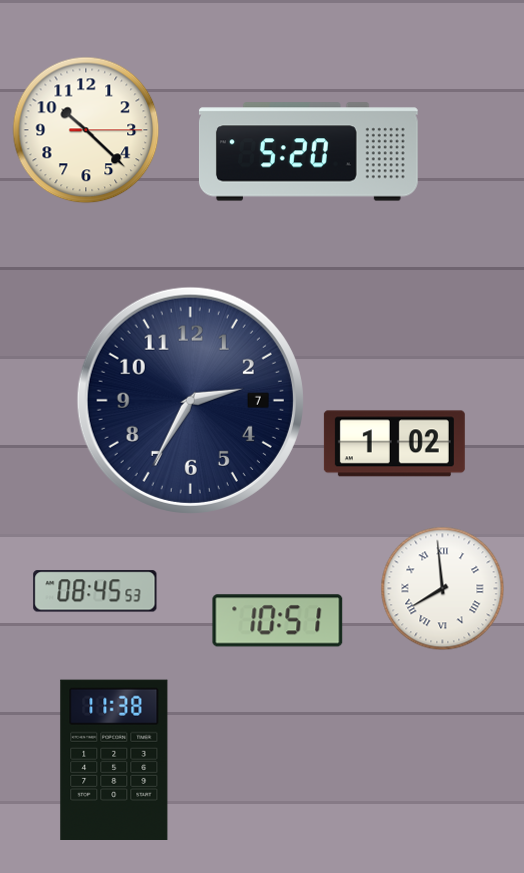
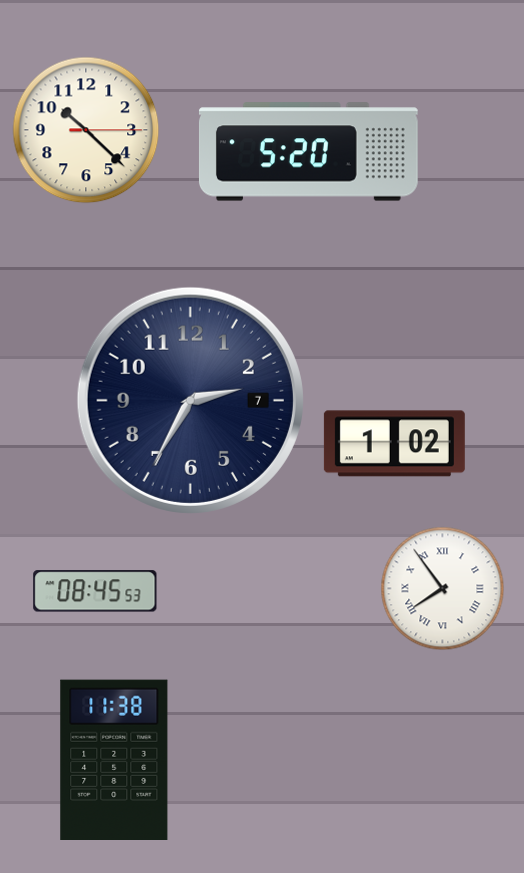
clock at (443, 589): 7:59 -> 7:54
clock at (278, 621): 10:51 -> none
